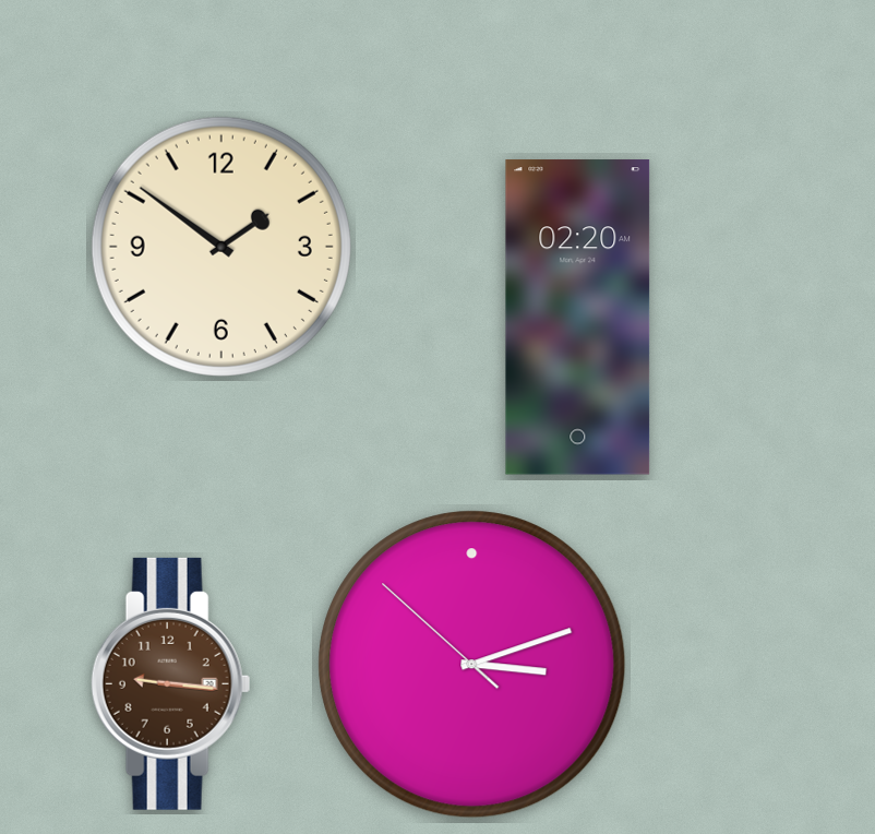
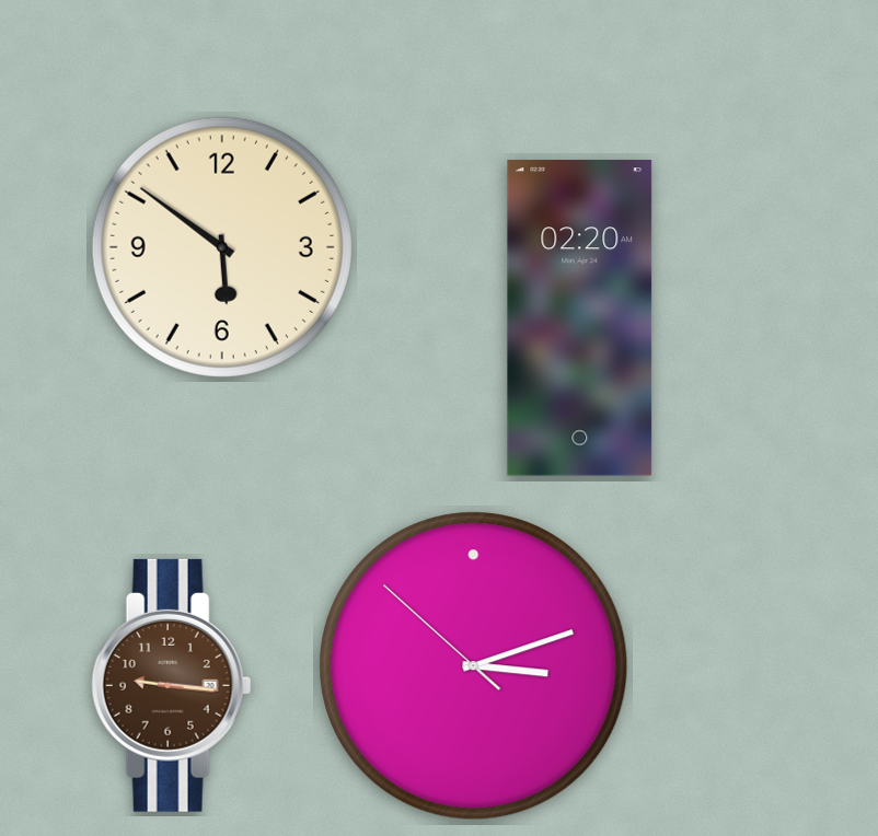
clock at (221, 247): 1:51 -> 5:51
